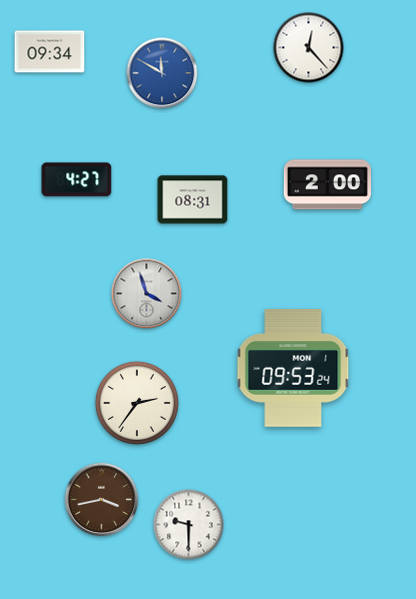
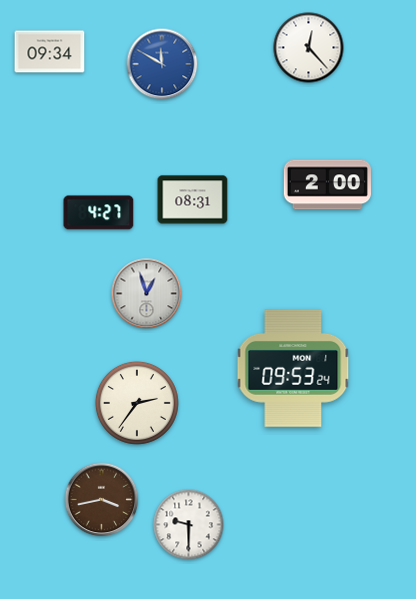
clock at (162, 73) position: (162, 73) -> (162, 64)
clock at (77, 180) position: (77, 180) -> (99, 213)
clock at (147, 294): 3:57 -> 12:57
